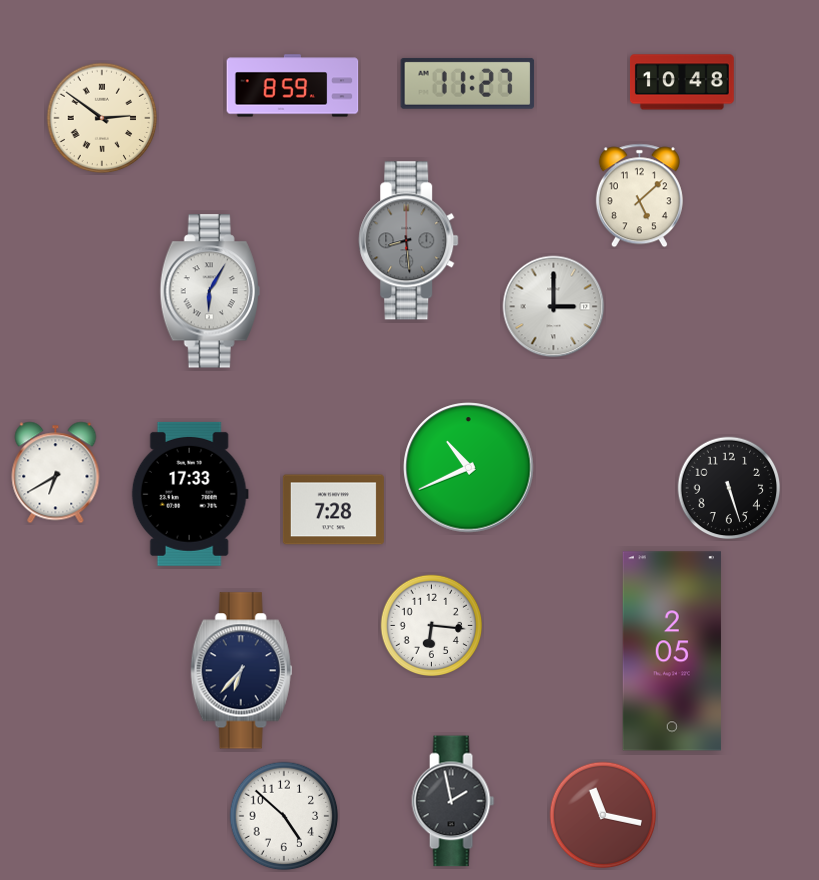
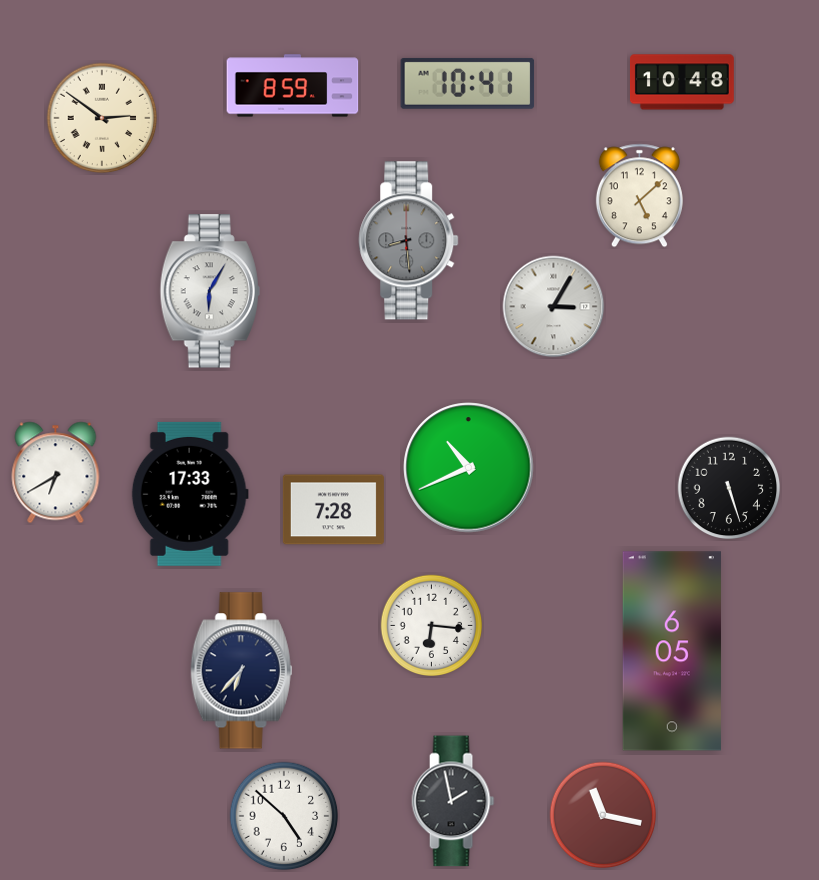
clock at (468, 83): 11:27 -> 10:41
clock at (554, 307): 3:00 -> 3:05
clock at (672, 651): 2:05 -> 6:05
